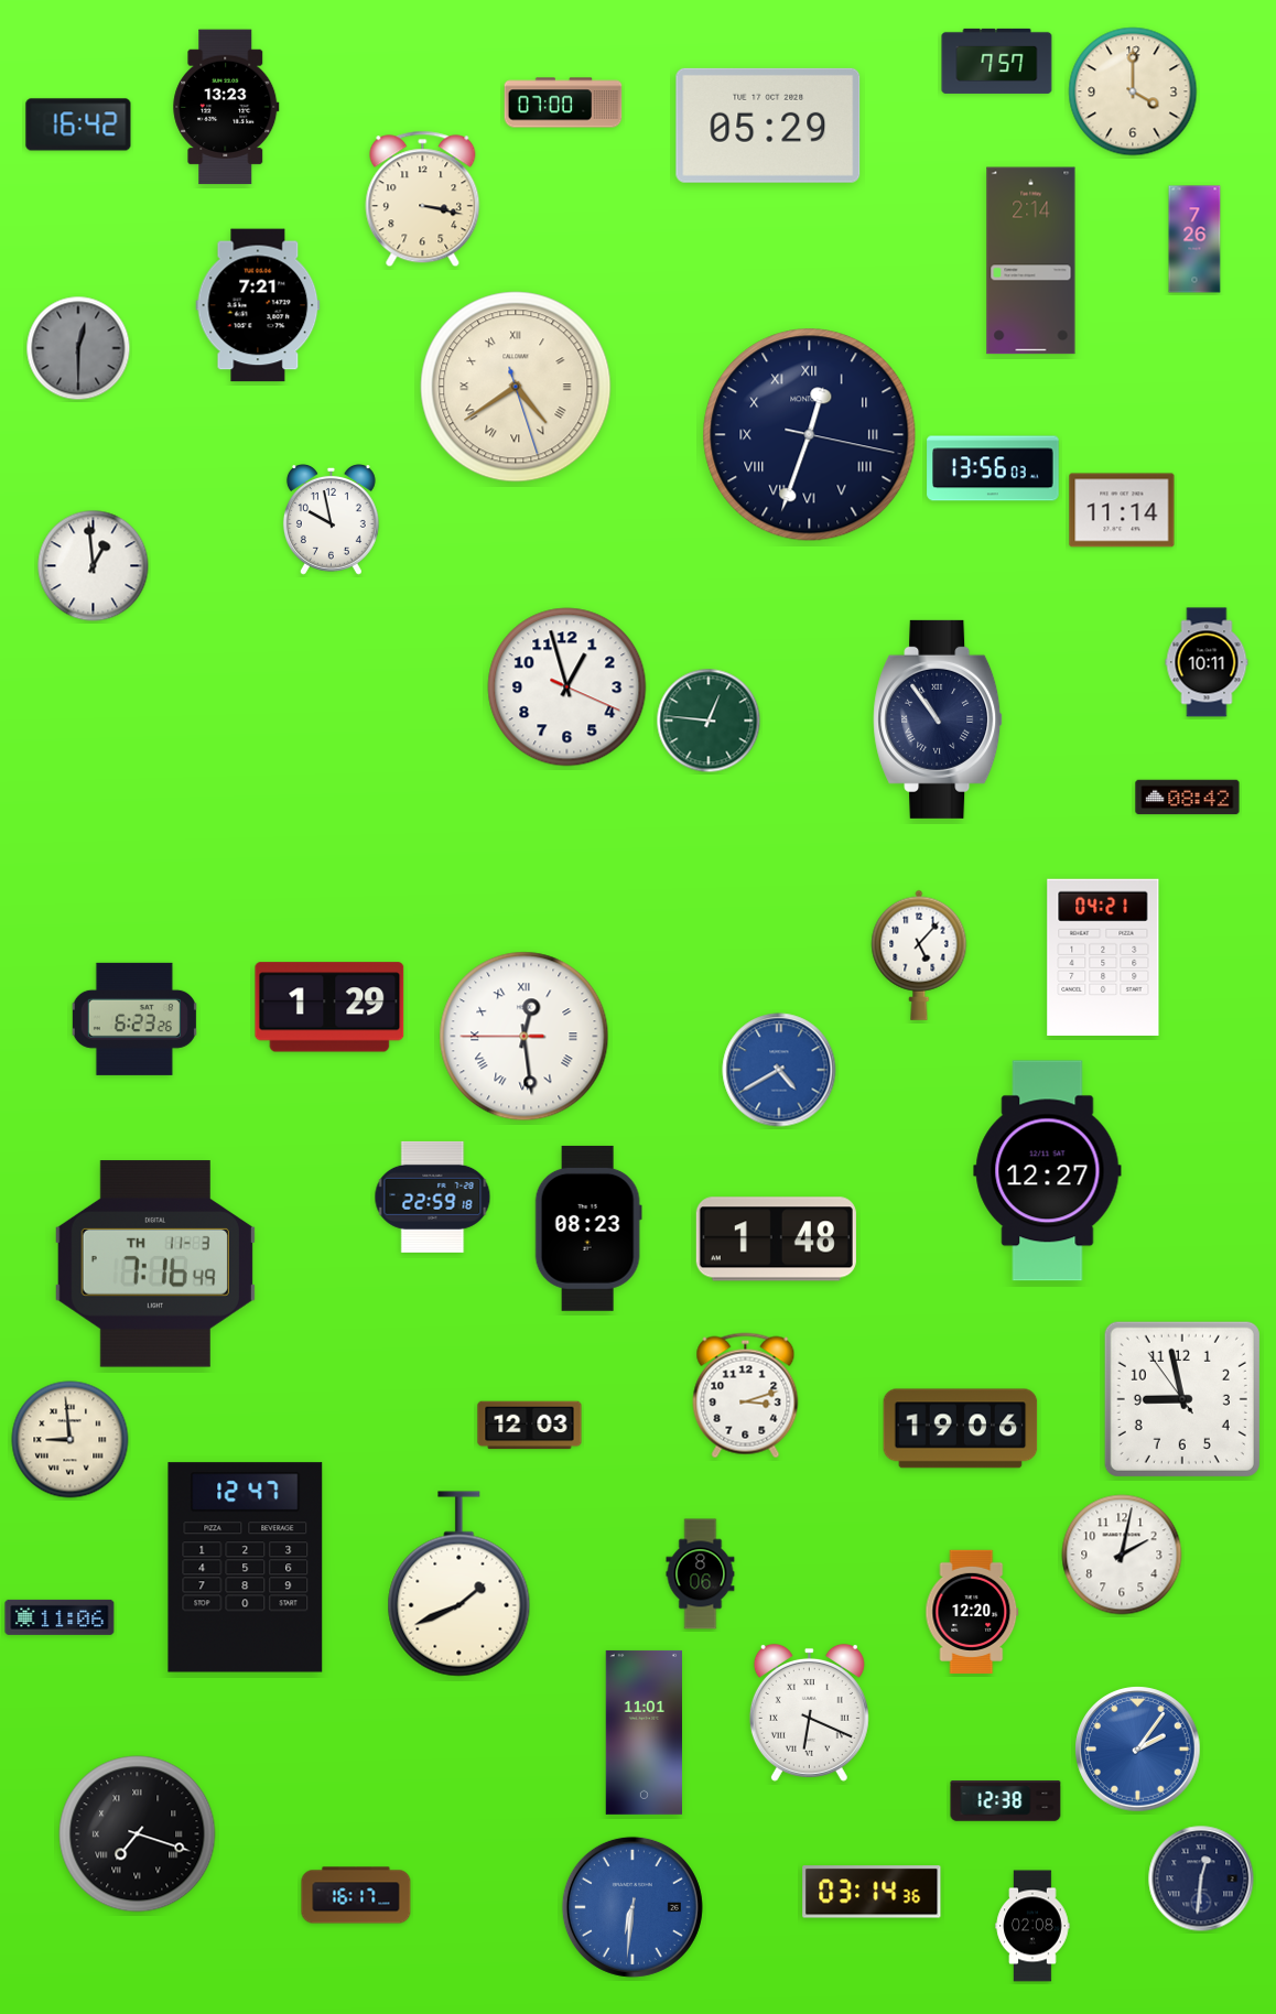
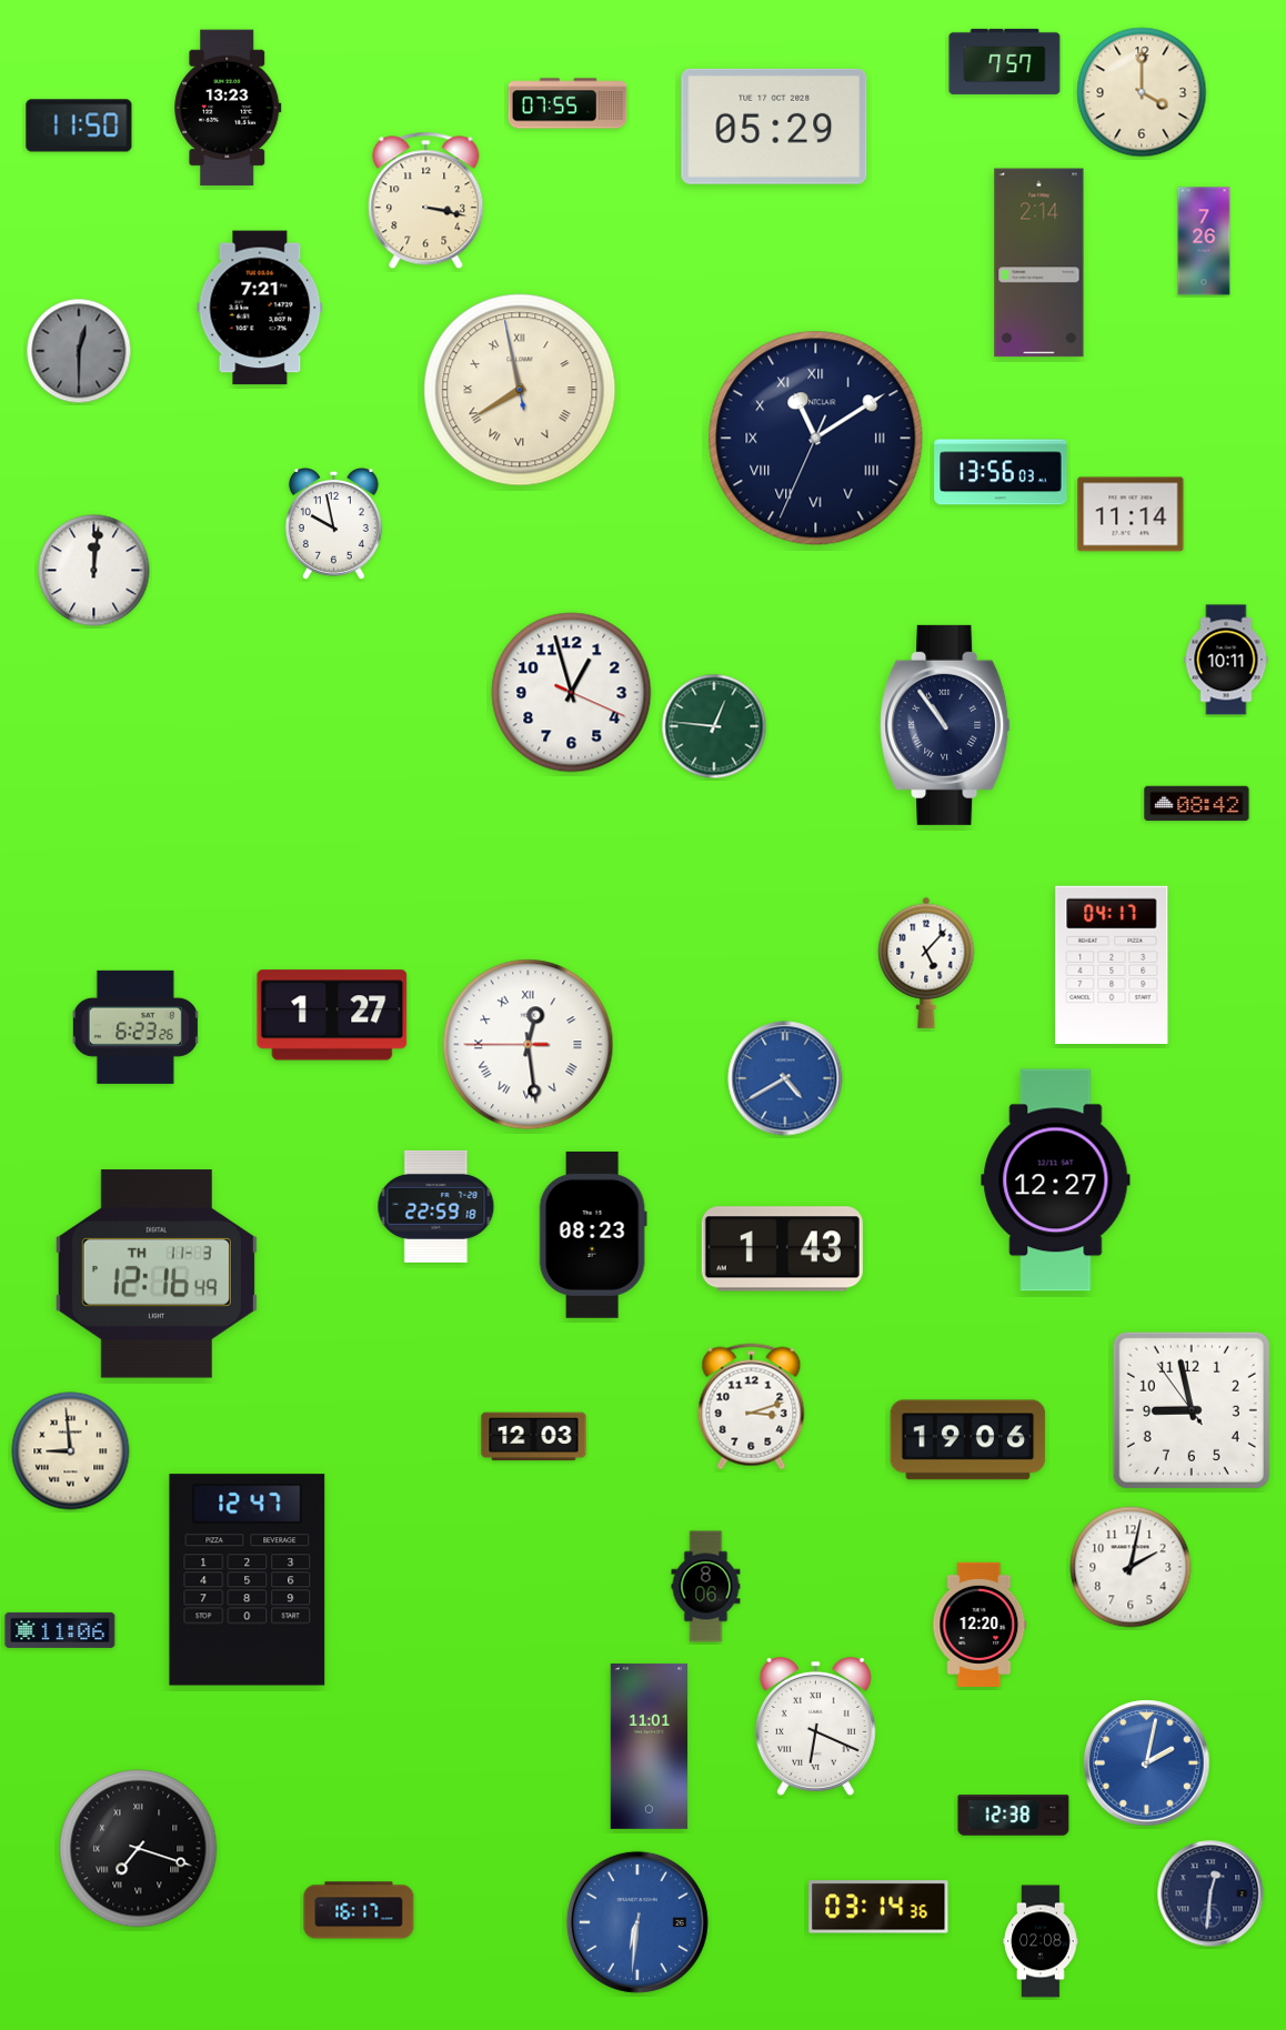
clock at (563, 102): 07:00 -> 07:55
clock at (78, 124): 16:42 -> 11:50
clock at (516, 387): 4:39 -> 7:57
clock at (810, 435): 12:33 -> 11:09
clock at (94, 566): 12:59 -> 12:01
clock at (1207, 662) position: (1207, 662) -> (1226, 660)
clock at (1103, 956): 04:21 -> 04:17
clock at (329, 1007): 1:29 -> 1:27
clock at (588, 1228) position: (588, 1228) -> (593, 1235)
clock at (776, 1239): 1:48 -> 1:43
clock at (155, 1264): 7:16 -> 12:16
clock at (459, 1584): 1:41 -> none
clock at (1138, 1750): 2:06 -> 2:02
